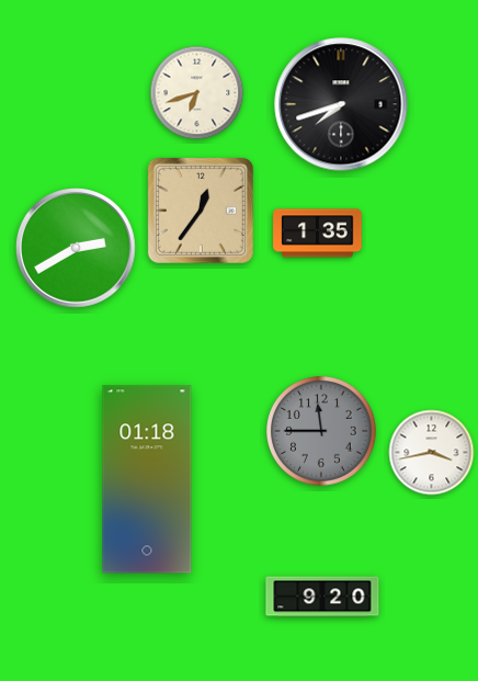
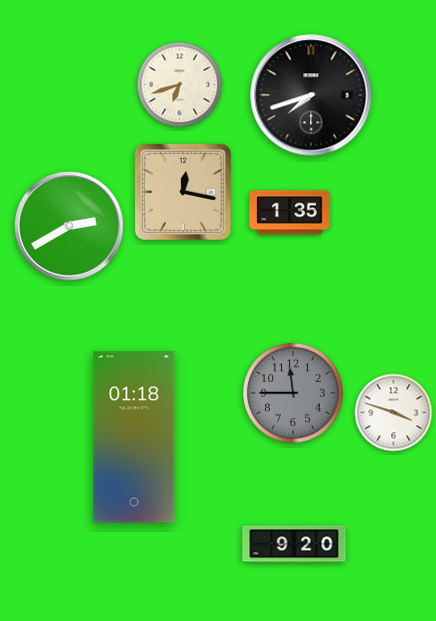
clock at (201, 211): 12:36 -> 12:17
clock at (432, 453): 3:43 -> 3:48
